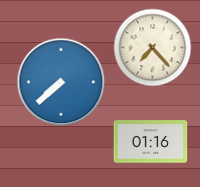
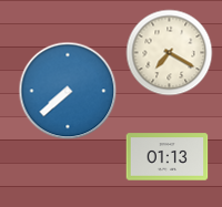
clock at (153, 48): 7:23 -> 7:20
clock at (151, 142): 01:16 -> 01:13
